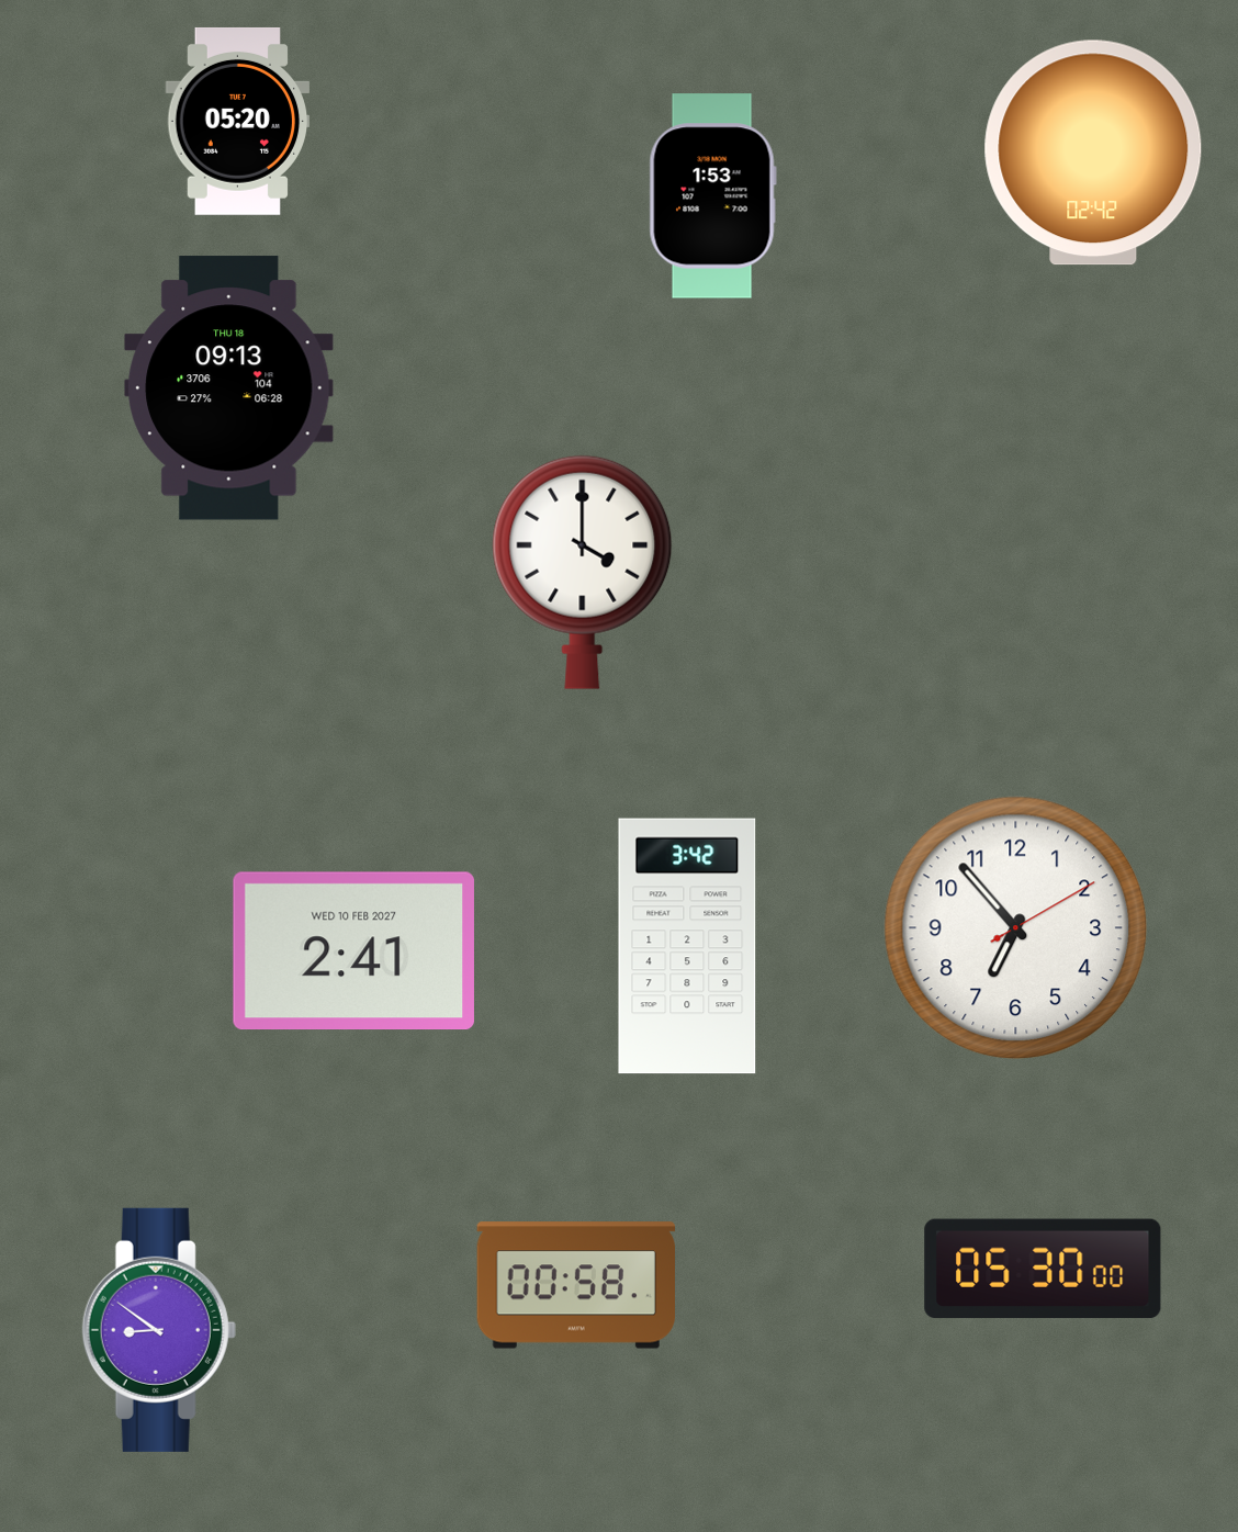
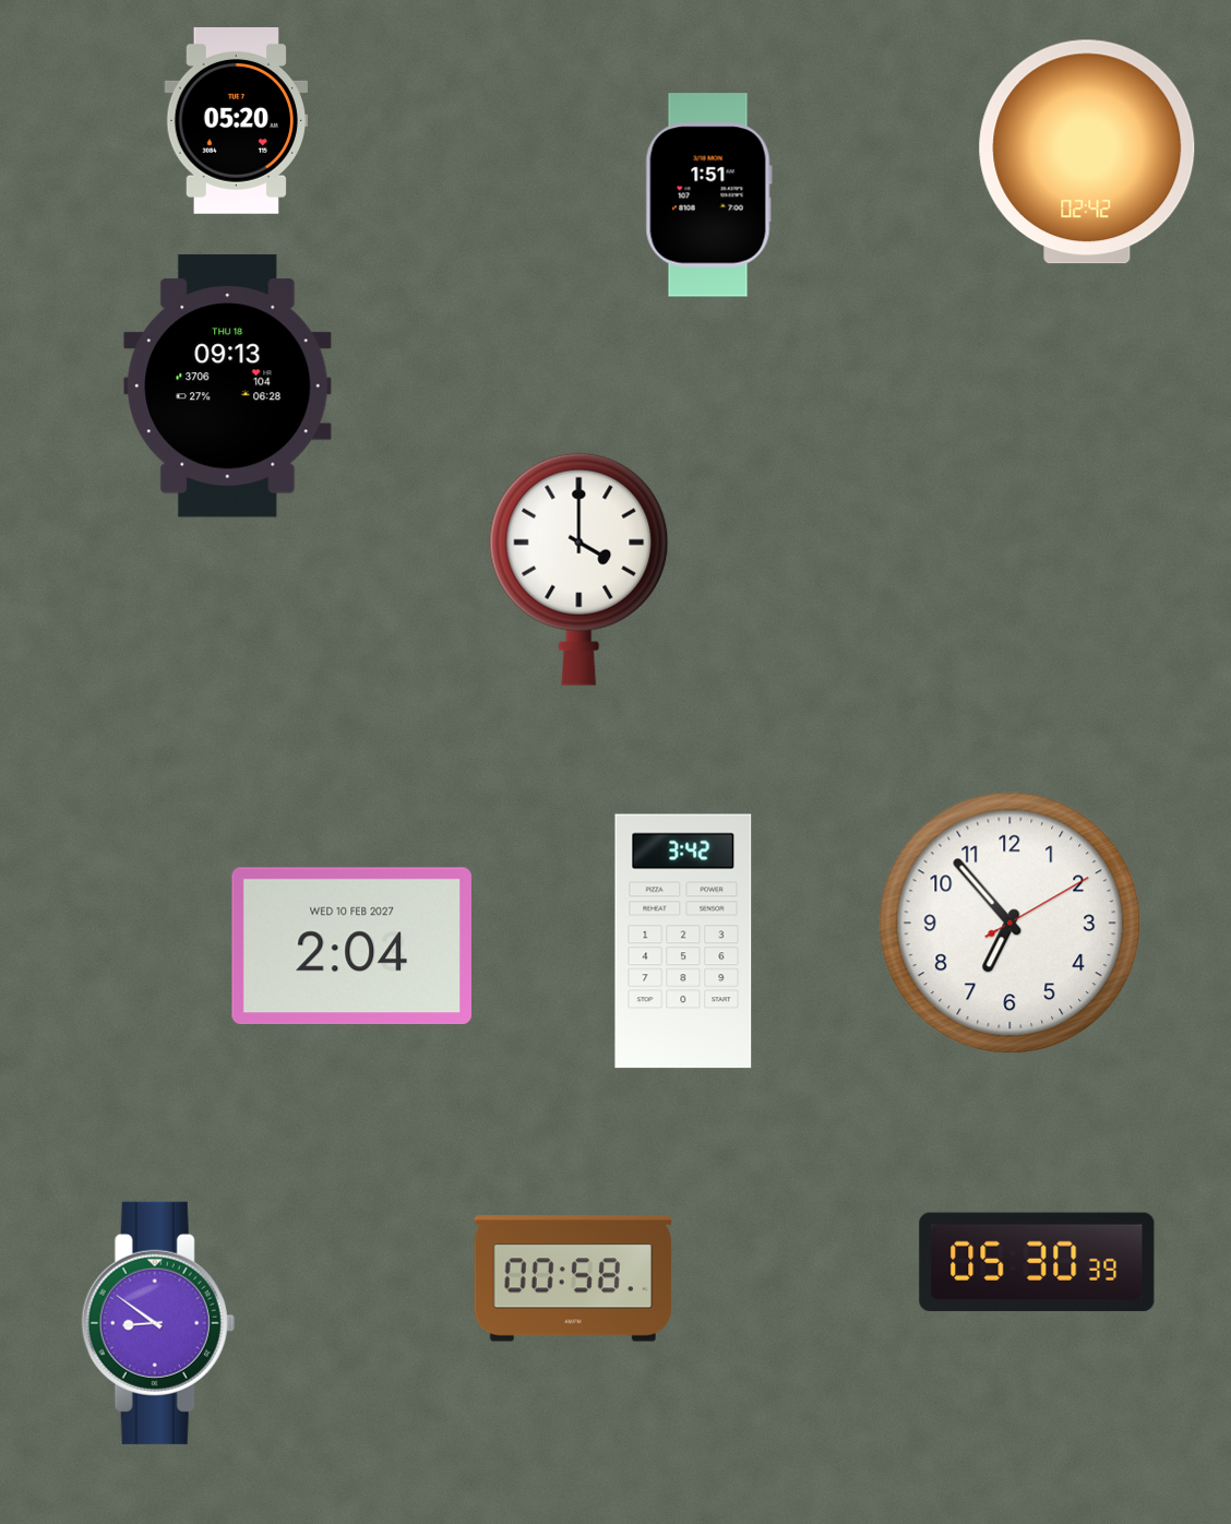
clock at (712, 196): 1:53 -> 1:51
clock at (353, 951): 2:41 -> 2:04
clock at (1043, 1269): 05:30:00 -> 05:30:39
